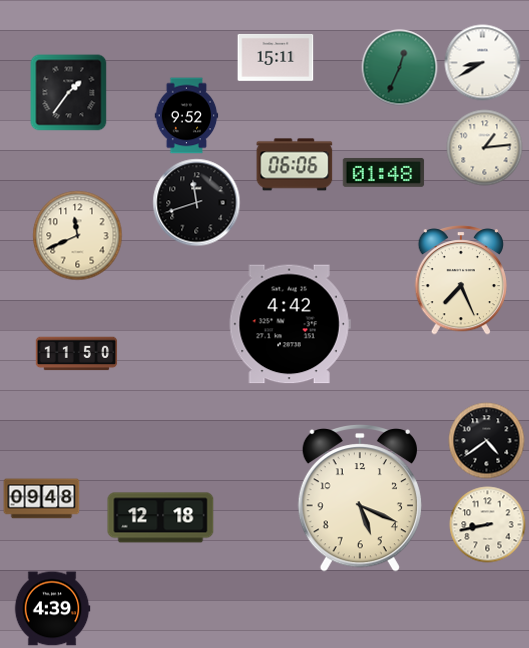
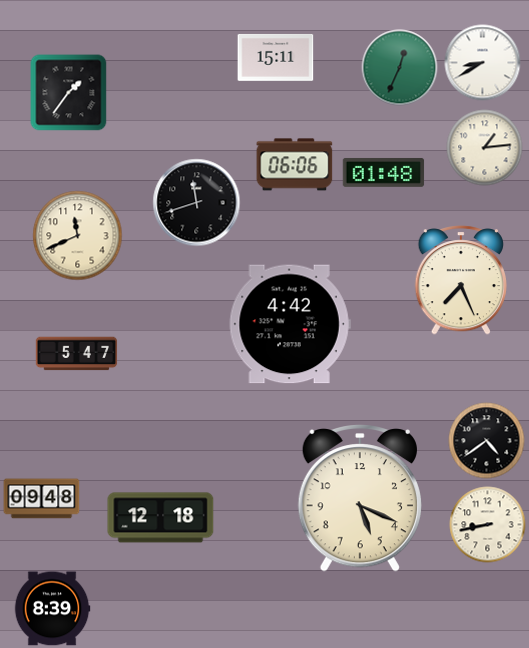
clock at (187, 116): 9:52 -> none
clock at (77, 354): 11:50 -> 5:47
clock at (52, 609): 4:39 -> 8:39
